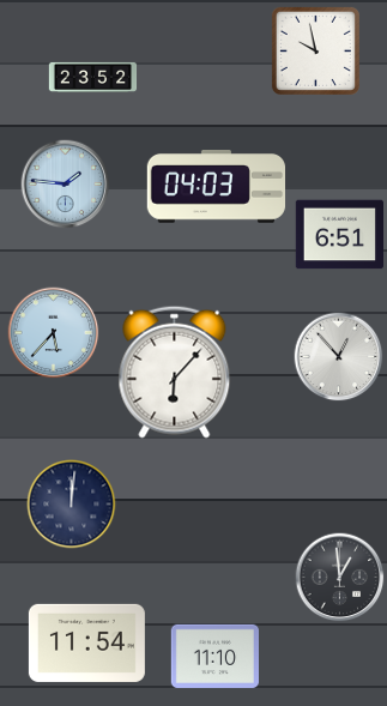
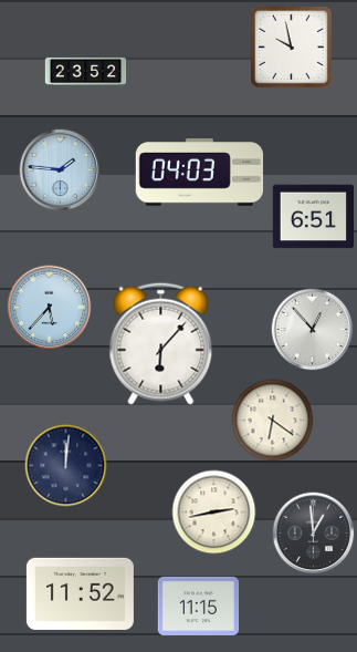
clock at (273, 421): none -> 6:21
clock at (214, 513): none -> 2:43
clock at (86, 642): 11:54 -> 11:52
clock at (214, 656): 11:10 -> 11:15
